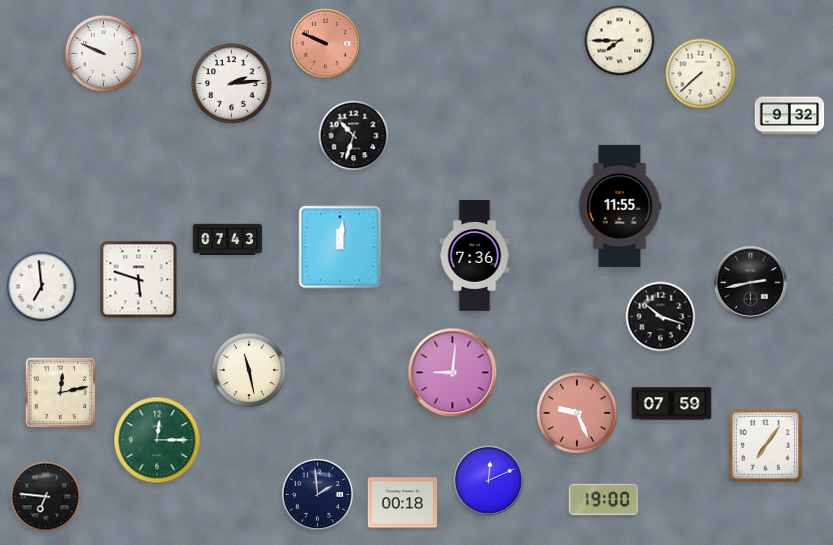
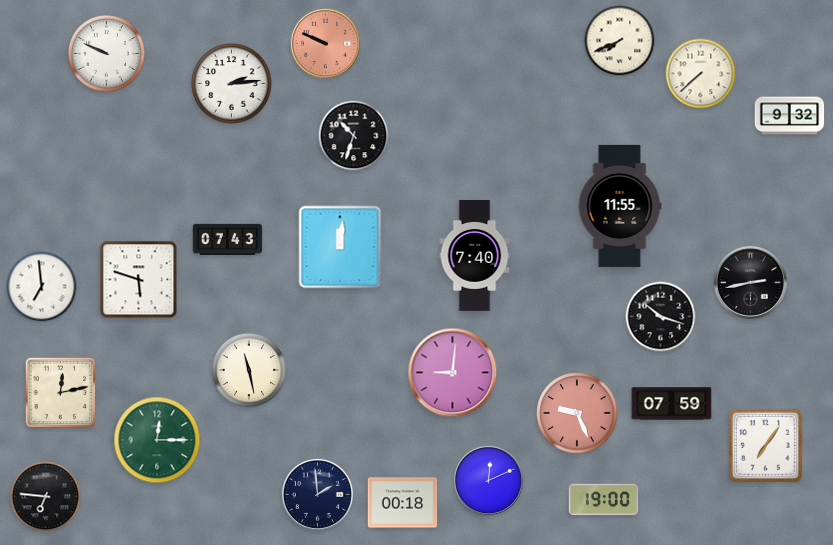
clock at (620, 41): 7:45 -> 7:41
clock at (103, 53) position: (103, 53) -> (106, 53)
clock at (475, 256): 7:36 -> 7:40
